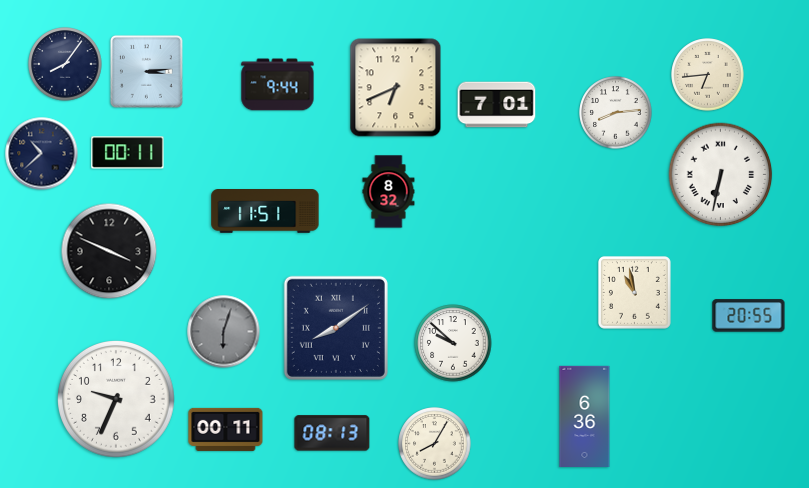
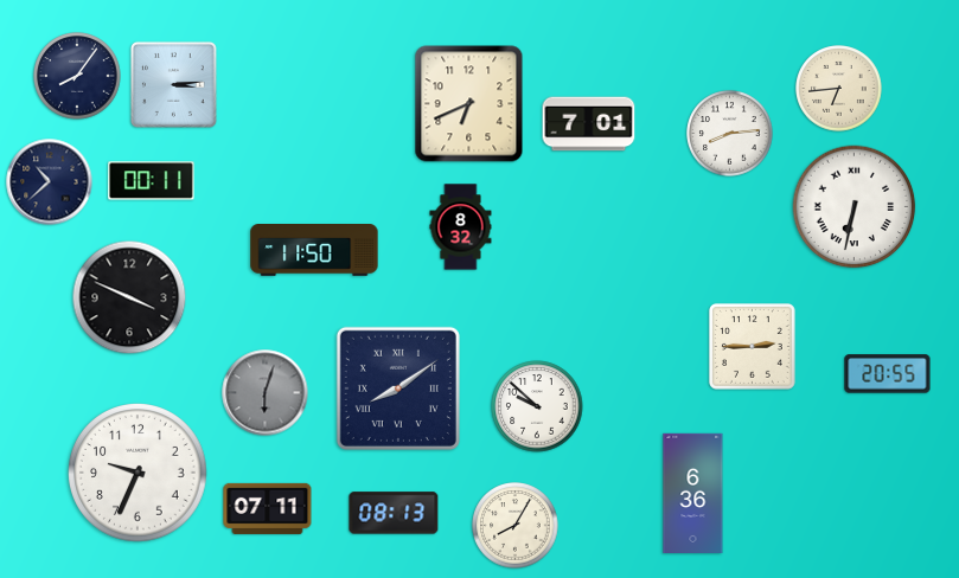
clock at (278, 85): 9:44 -> none
clock at (265, 212): 11:51 -> 11:50
clock at (634, 292): 10:58 -> 2:45
clock at (226, 429): 00:11 -> 07:11
